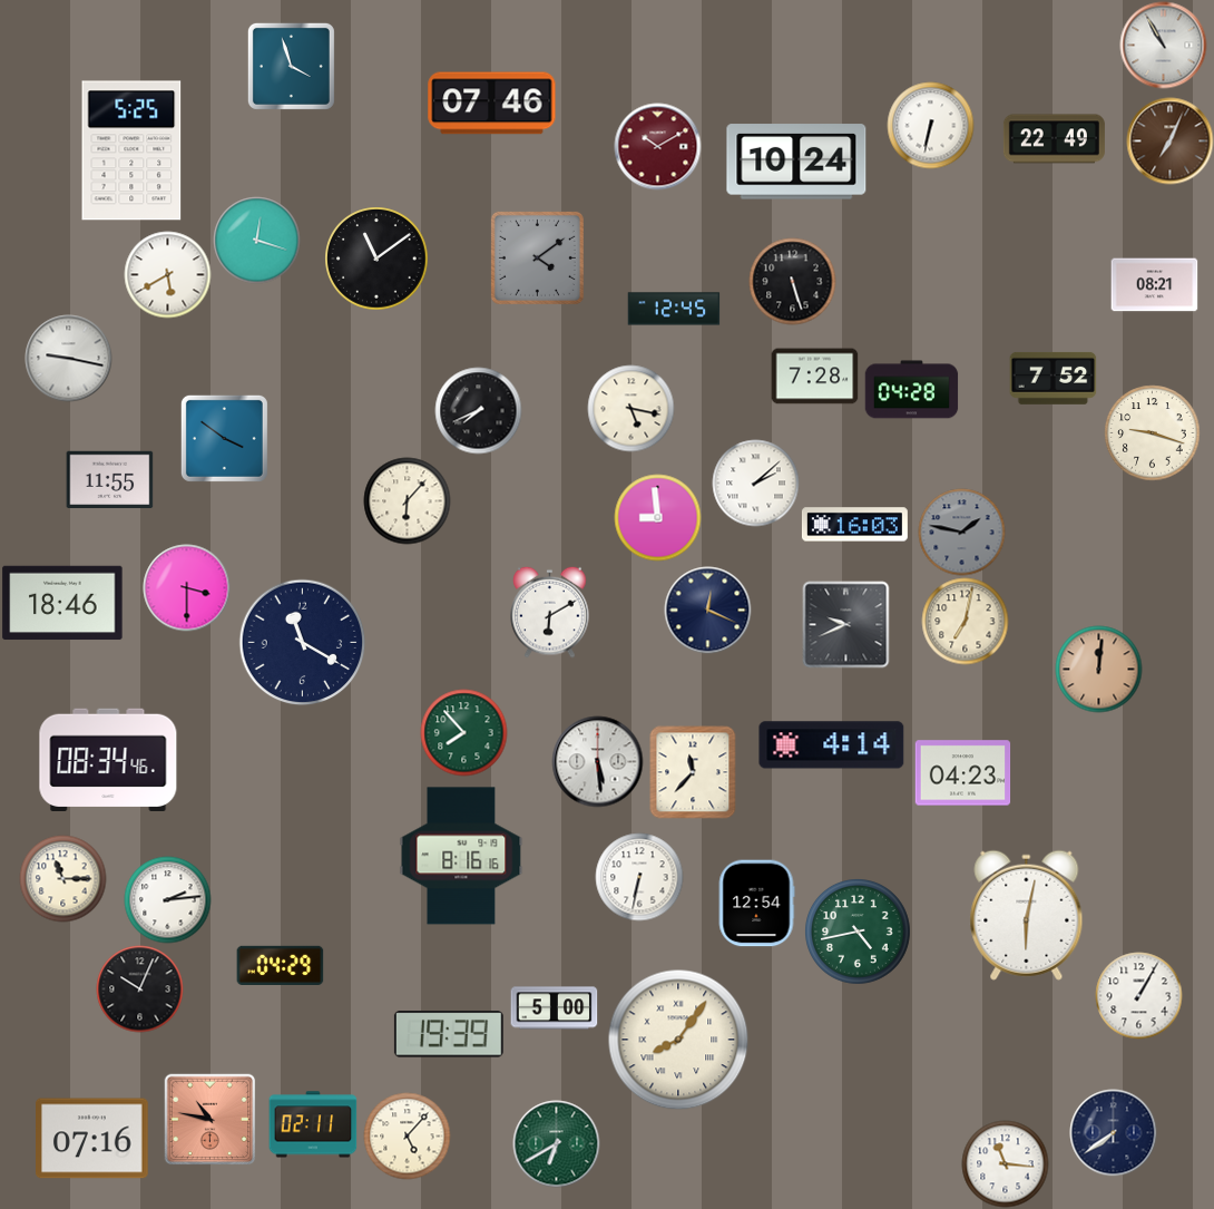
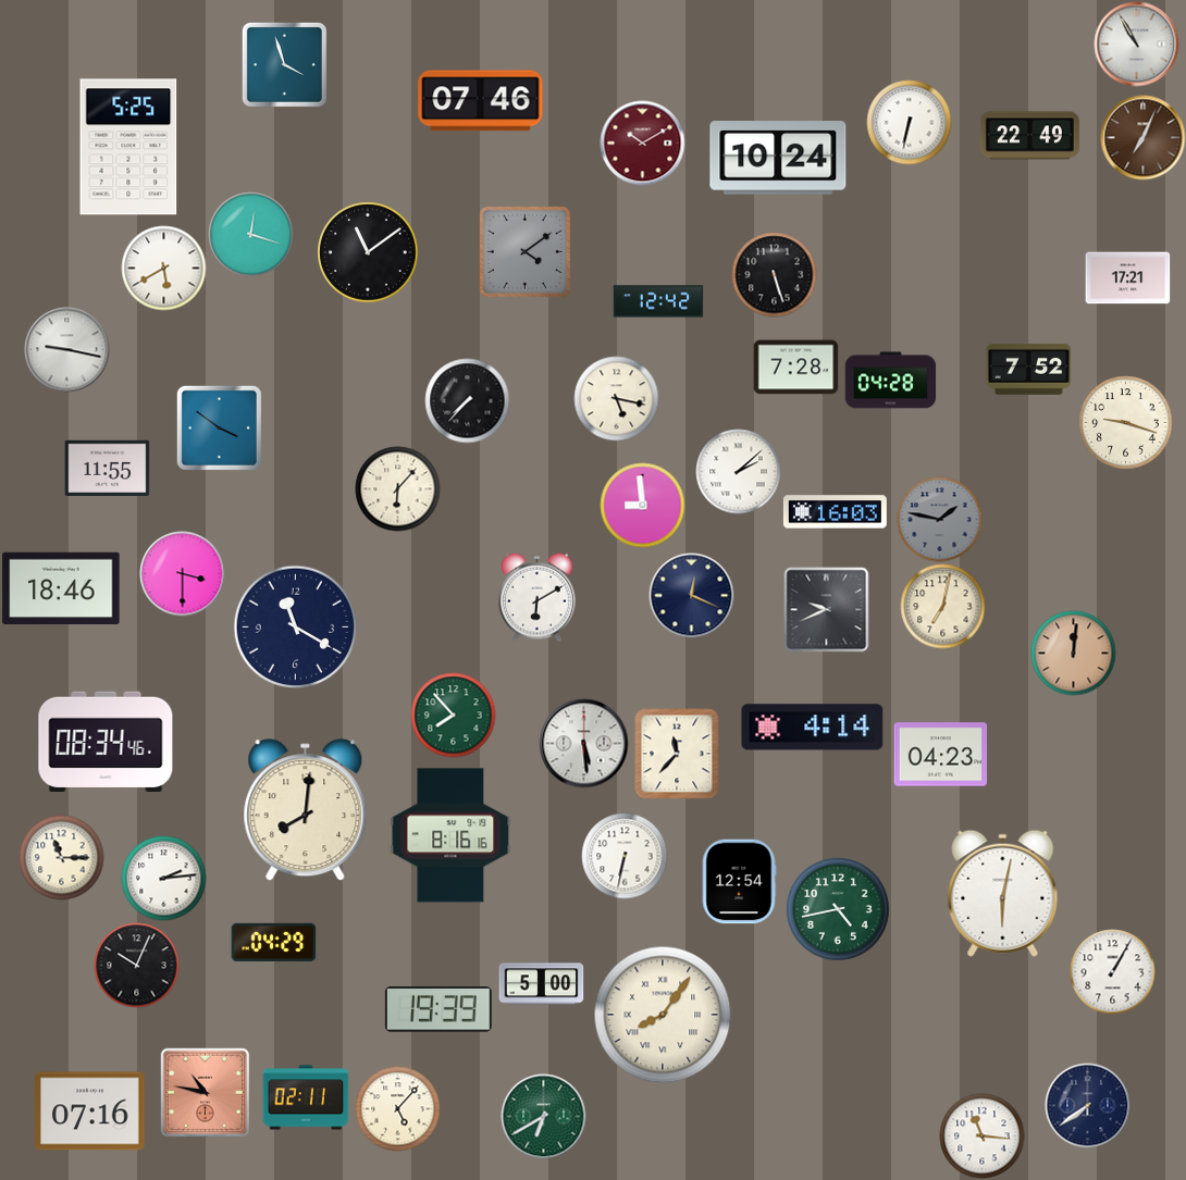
clock at (1154, 285): 08:21 -> 17:21
clock at (674, 309): 12:45 -> 12:42
clock at (478, 410): 7:41 -> 7:37
clock at (306, 810): none -> 8:01
